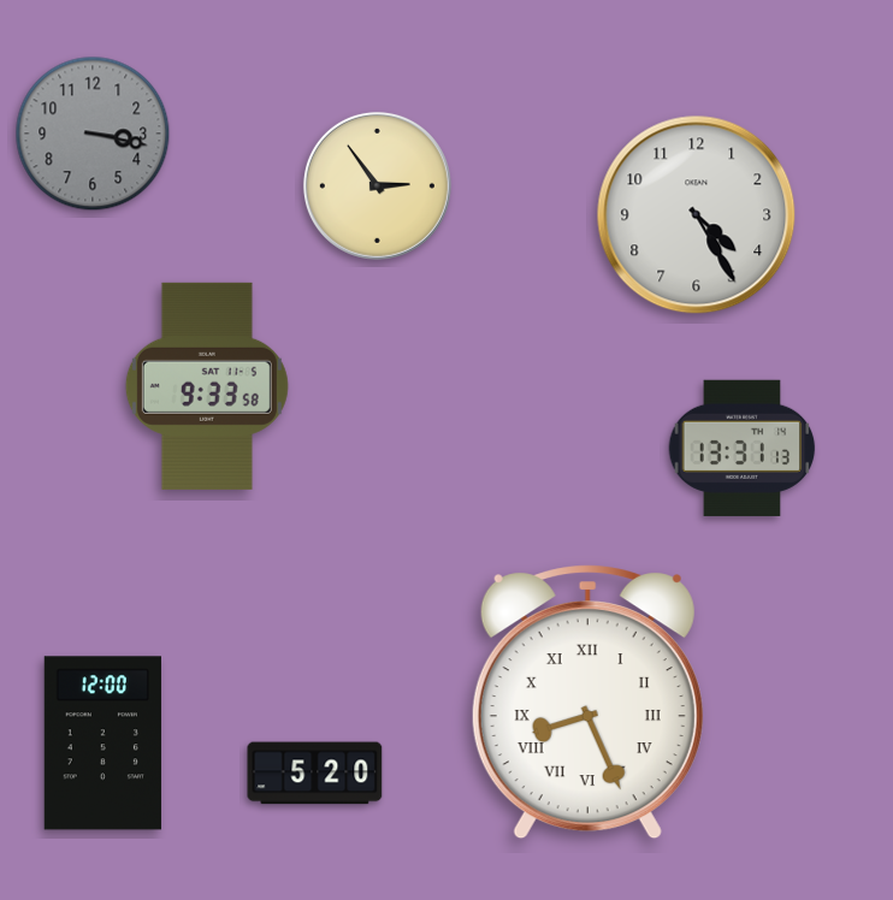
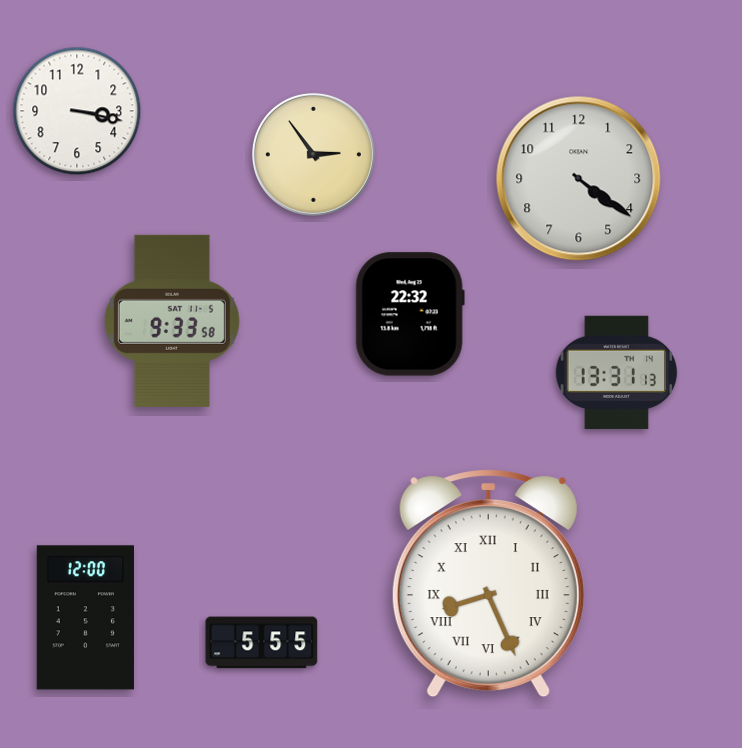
clock at (93, 134) dial: grey -> white
clock at (697, 215): 4:25 -> 4:21
clock at (410, 314): none -> 22:32
clock at (315, 774): 5:20 -> 5:55
